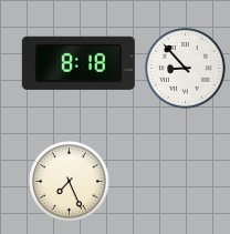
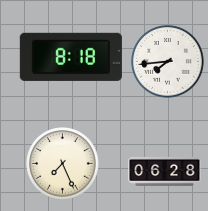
clock at (186, 69): 8:53 -> 7:44
clock at (165, 171): none -> 06:28
